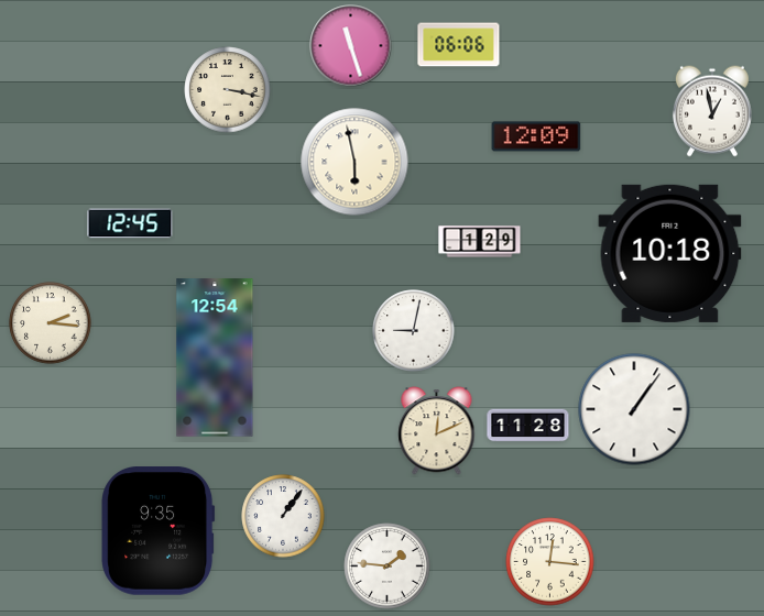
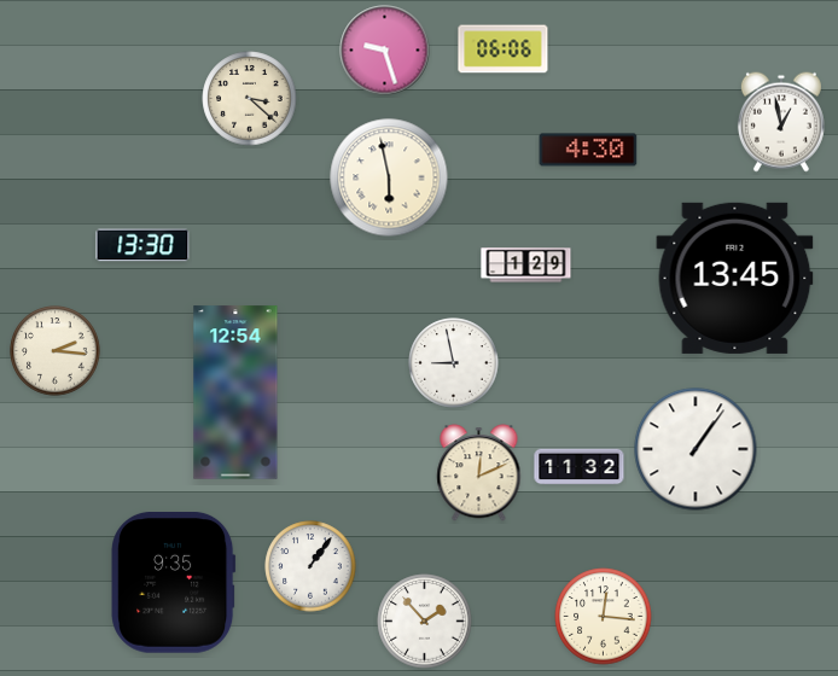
clock at (351, 46): 11:27 -> 9:27
clock at (228, 90): 3:17 -> 3:22
clock at (536, 136): 12:09 -> 4:30
clock at (130, 223): 12:45 -> 13:30
clock at (670, 253): 10:18 -> 13:45
clock at (51, 323) position: (51, 323) -> (56, 351)
clock at (414, 331): 9:02 -> 8:58
clock at (528, 426): 11:28 -> 11:32
clock at (388, 566): 1:46 -> 1:53
